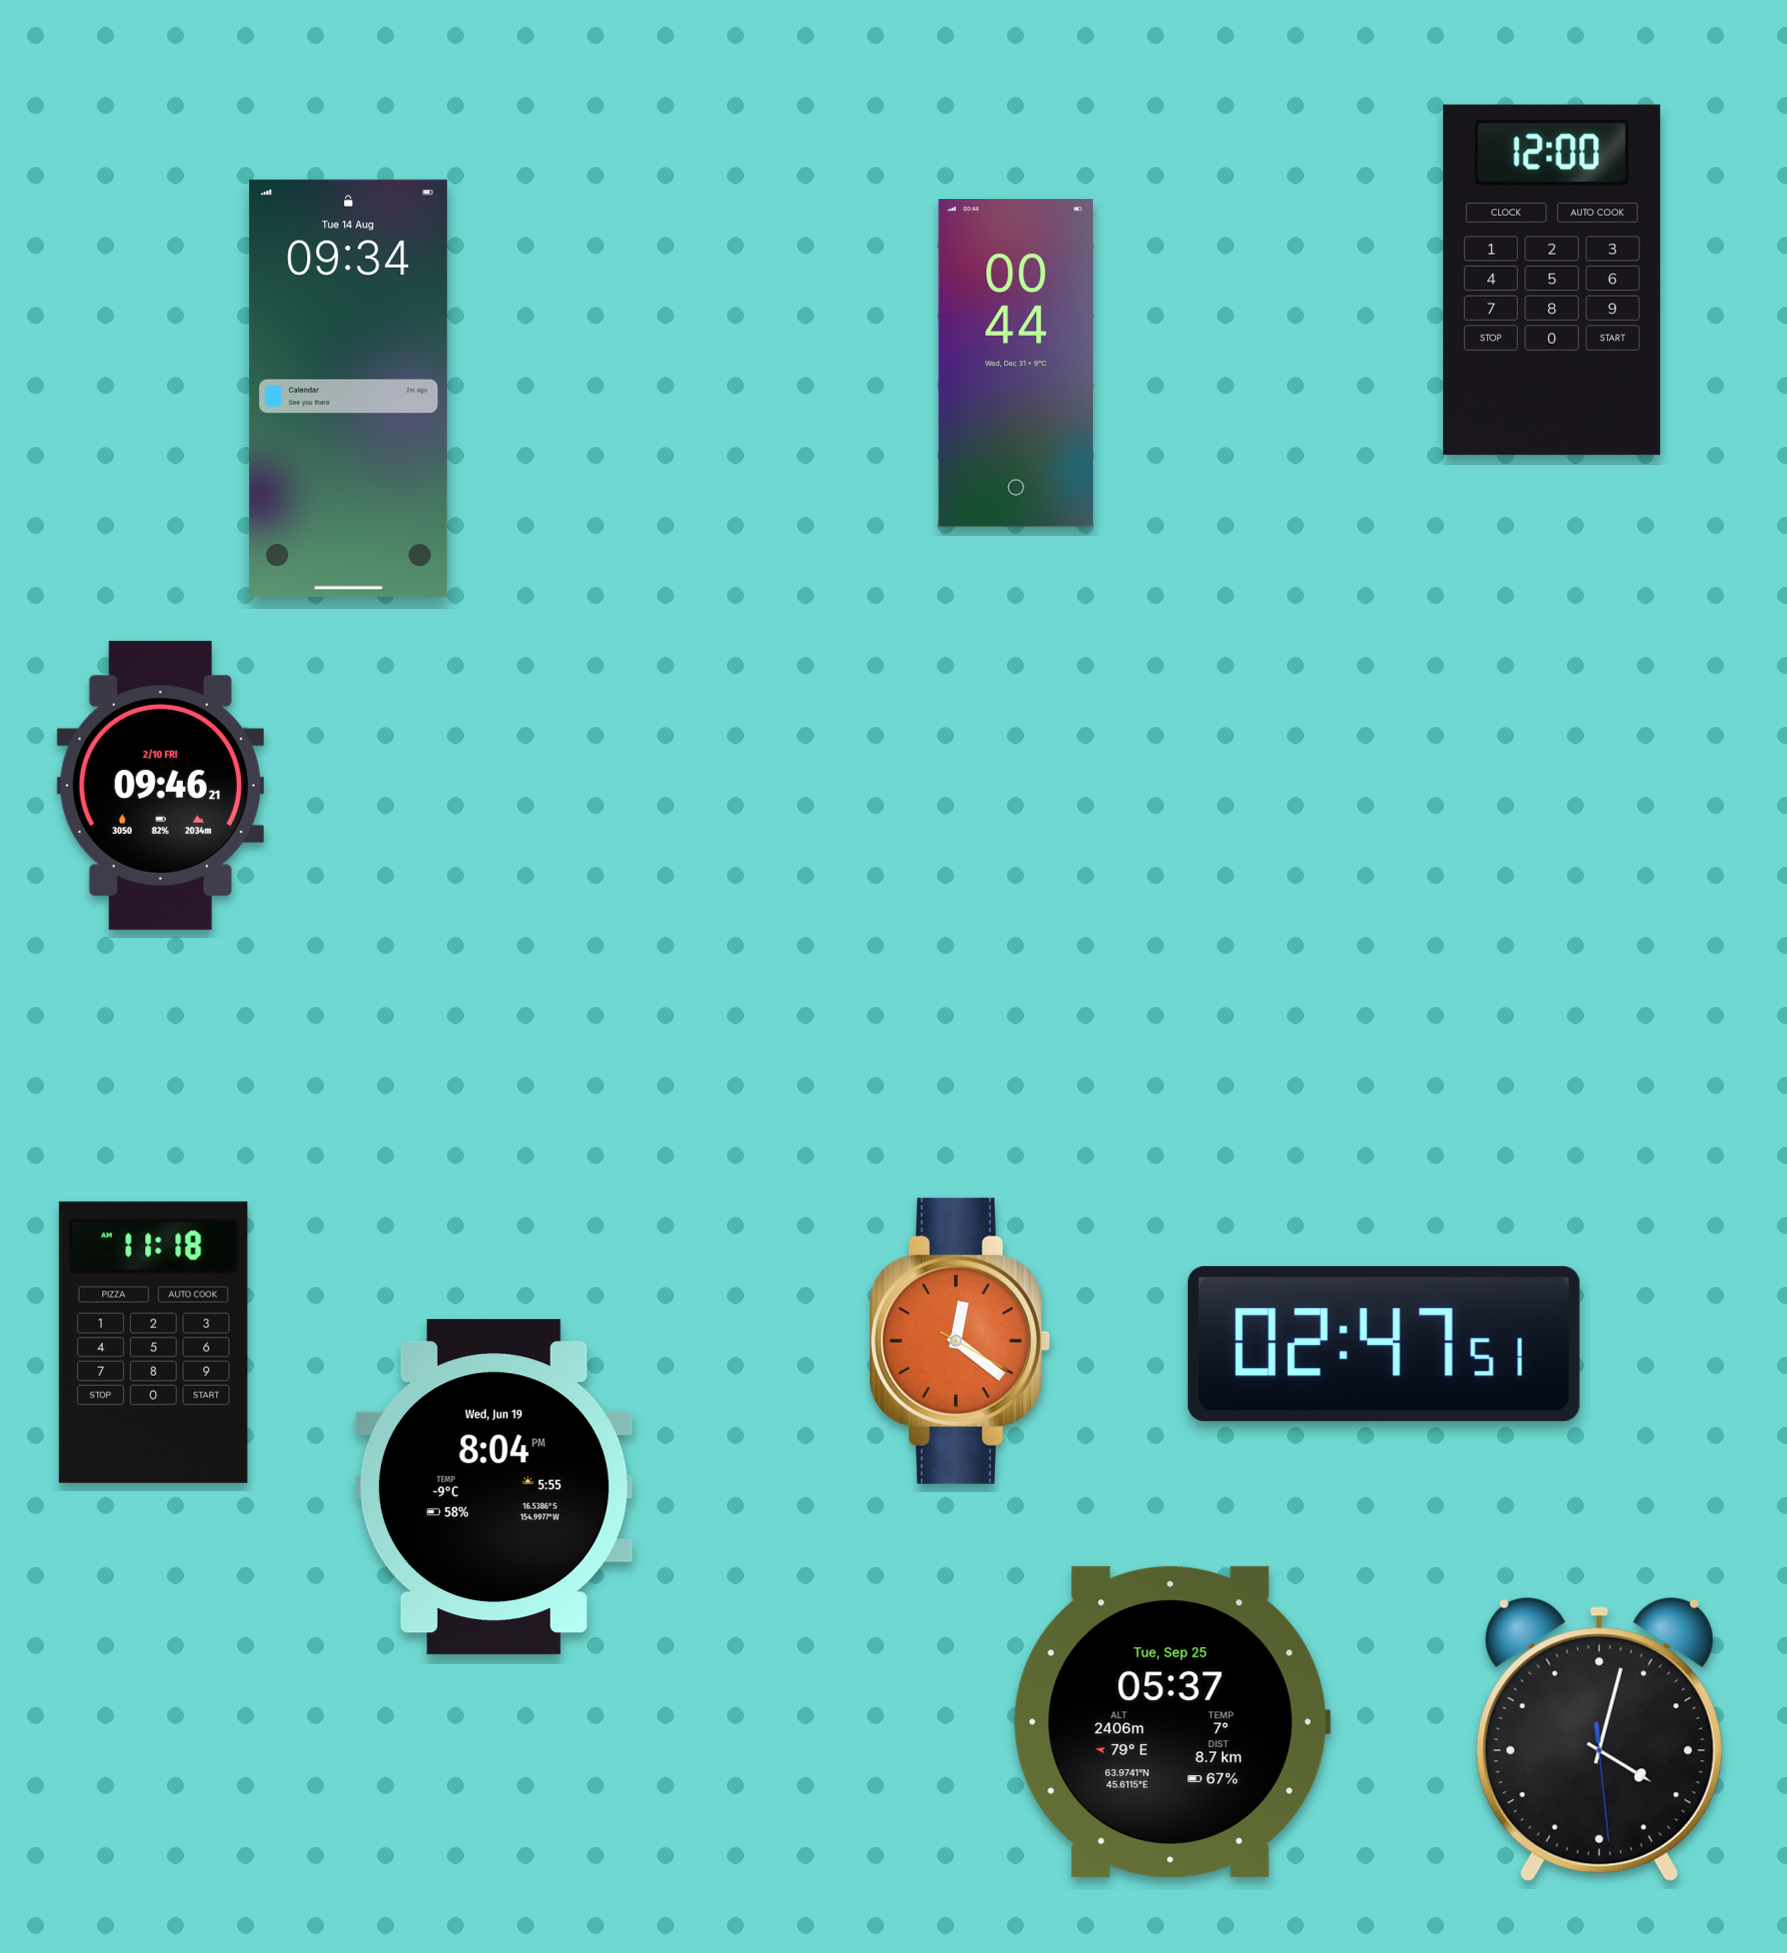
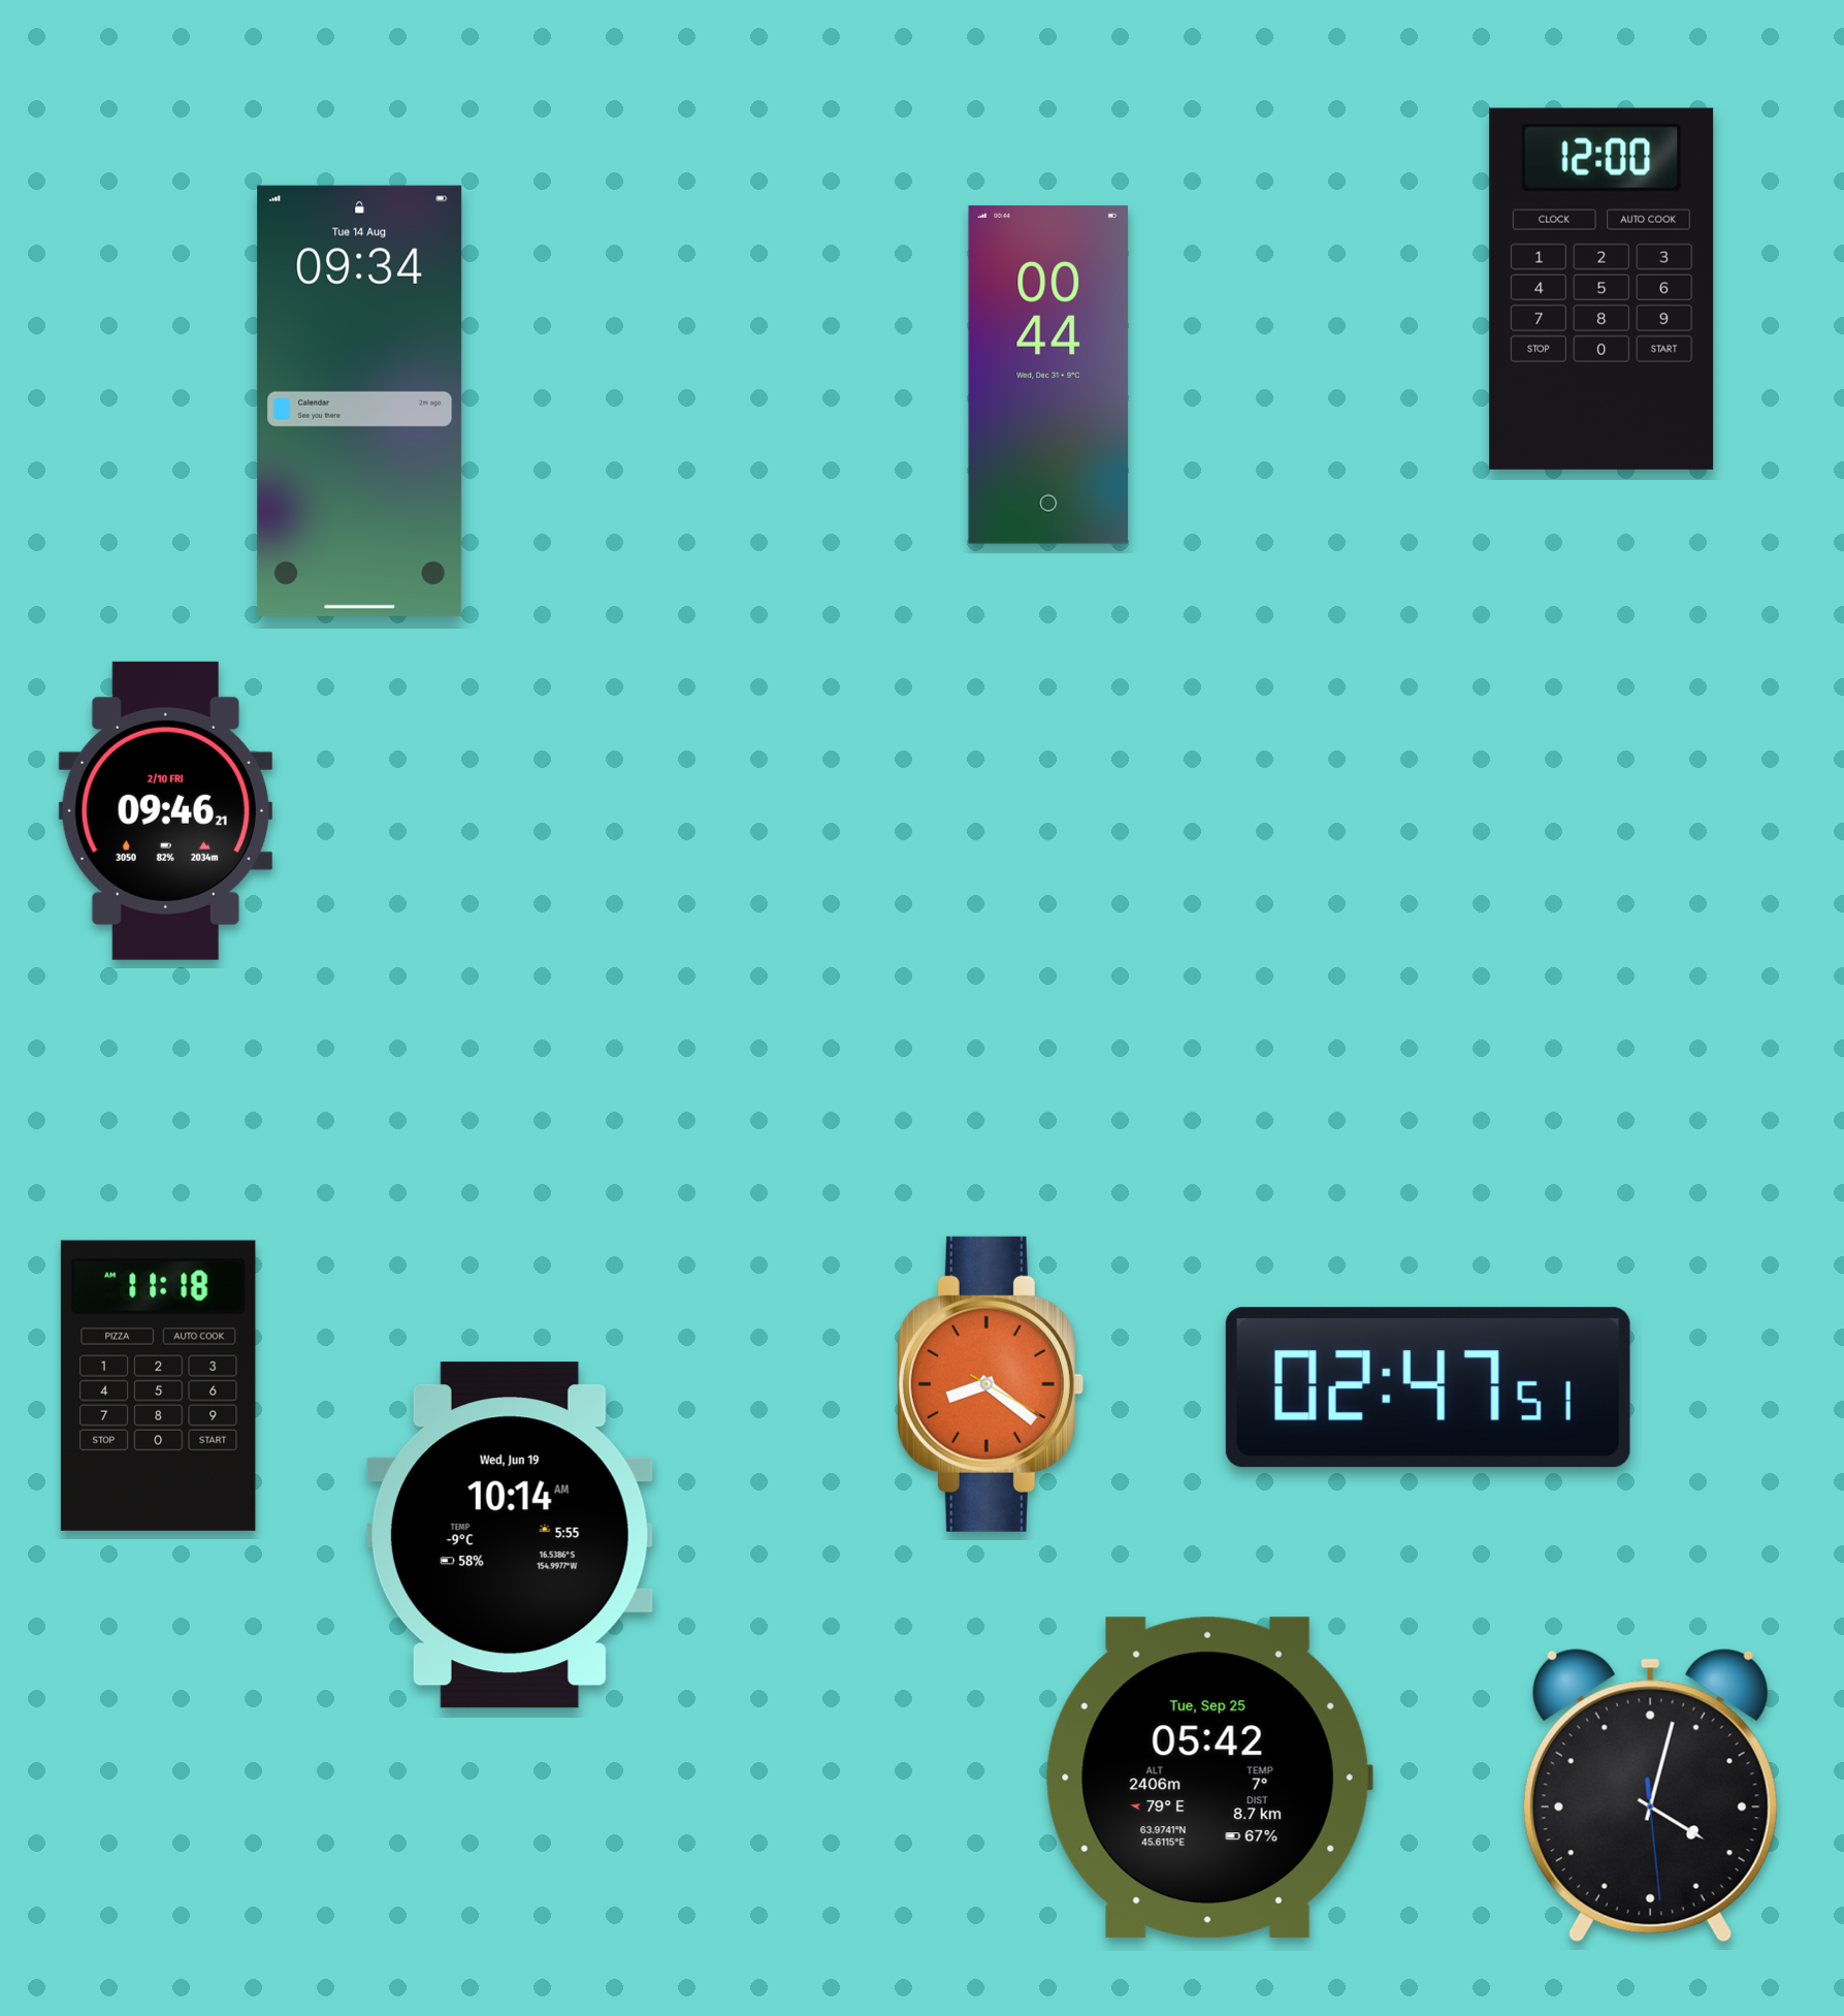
clock at (959, 1341): 12:21 -> 8:21
clock at (494, 1487): 8:04 -> 10:14
clock at (1172, 1722): 05:37 -> 05:42
